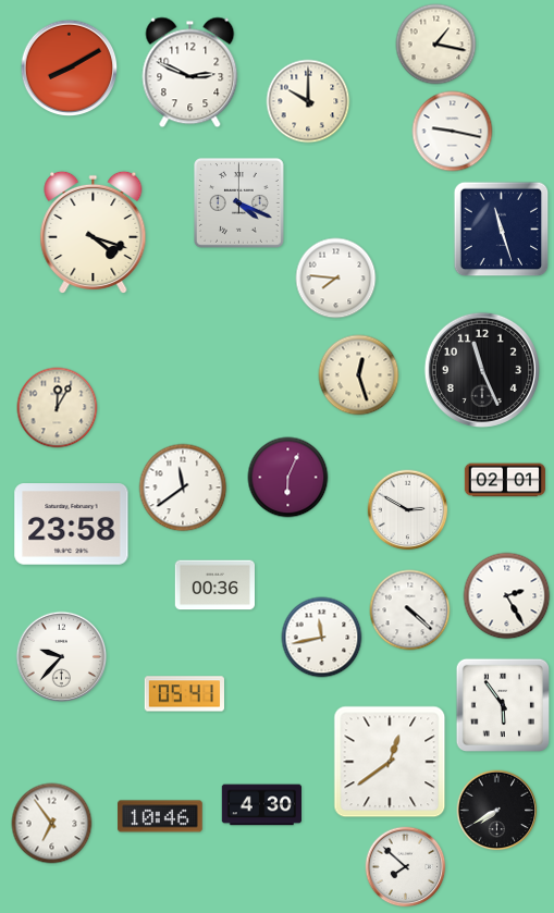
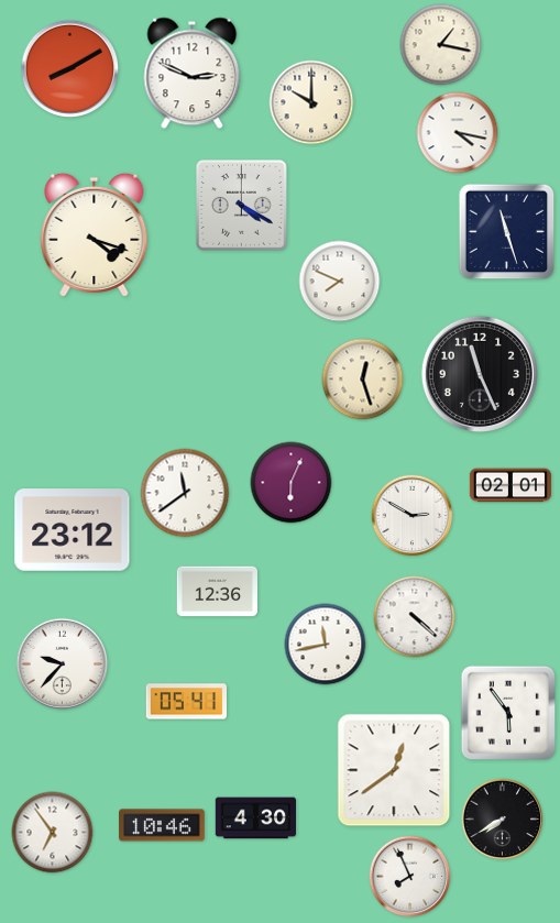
clock at (453, 132): 9:17 -> 4:17
clock at (239, 203): 4:19 -> 4:20
clock at (336, 279): 7:46 -> 7:49
clock at (482, 370) position: (482, 370) -> (480, 374)
clock at (58, 408): 12:05 -> none
clock at (72, 525): 23:58 -> 23:12
clock at (214, 585): 00:36 -> 12:36
clock at (507, 596): 2:25 -> none
clock at (261, 805) position: (261, 805) -> (255, 818)
clock at (406, 867): 7:52 -> 7:56
